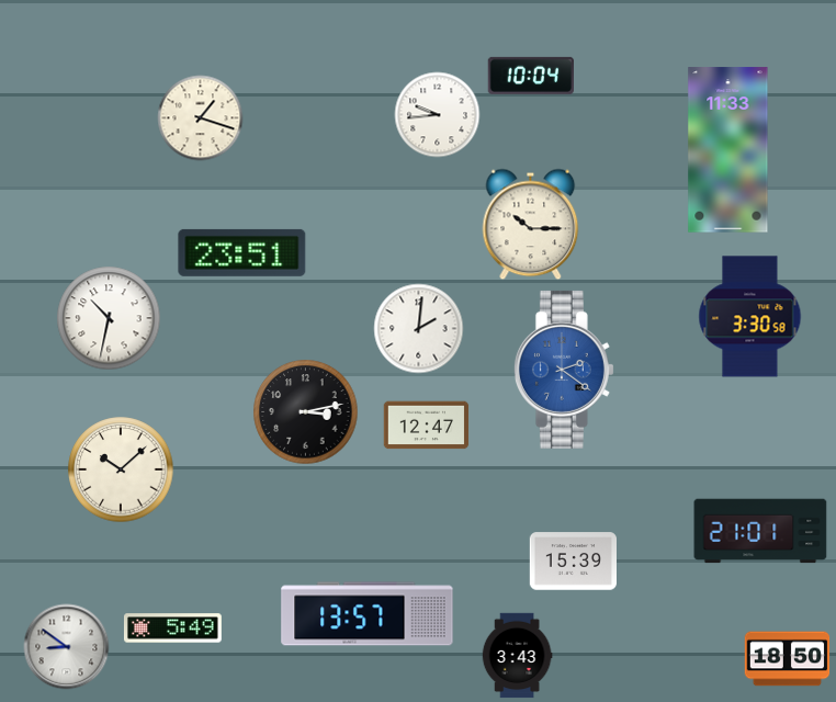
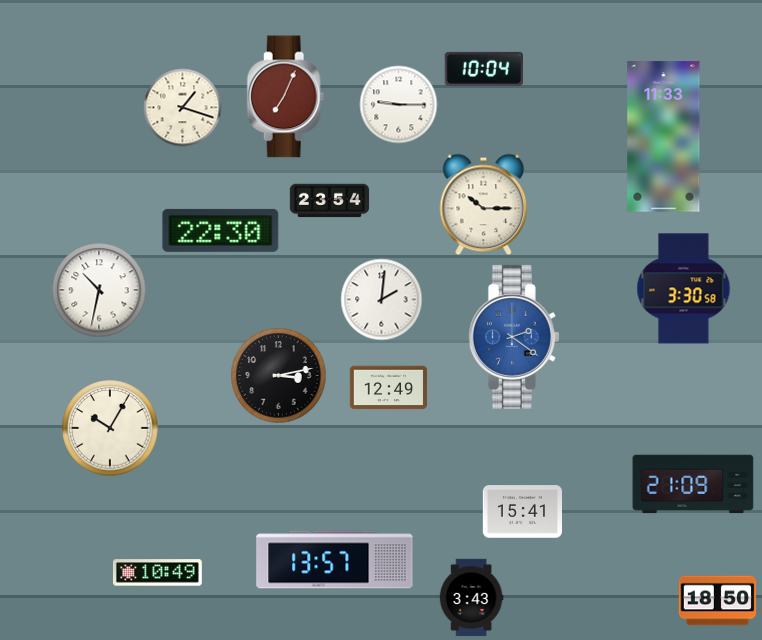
clock at (286, 97): none -> 7:04
clock at (437, 114): 9:44 -> 9:15
clock at (329, 201): none -> 23:54
clock at (242, 252): 23:51 -> 22:30
clock at (426, 426): 12:47 -> 12:49
clock at (121, 469): 10:08 -> 10:05
clock at (760, 531): 21:01 -> 21:09
clock at (573, 562): 15:39 -> 15:41
clock at (173, 629): 5:49 -> 10:49
clock at (66, 646): 8:51 -> none
